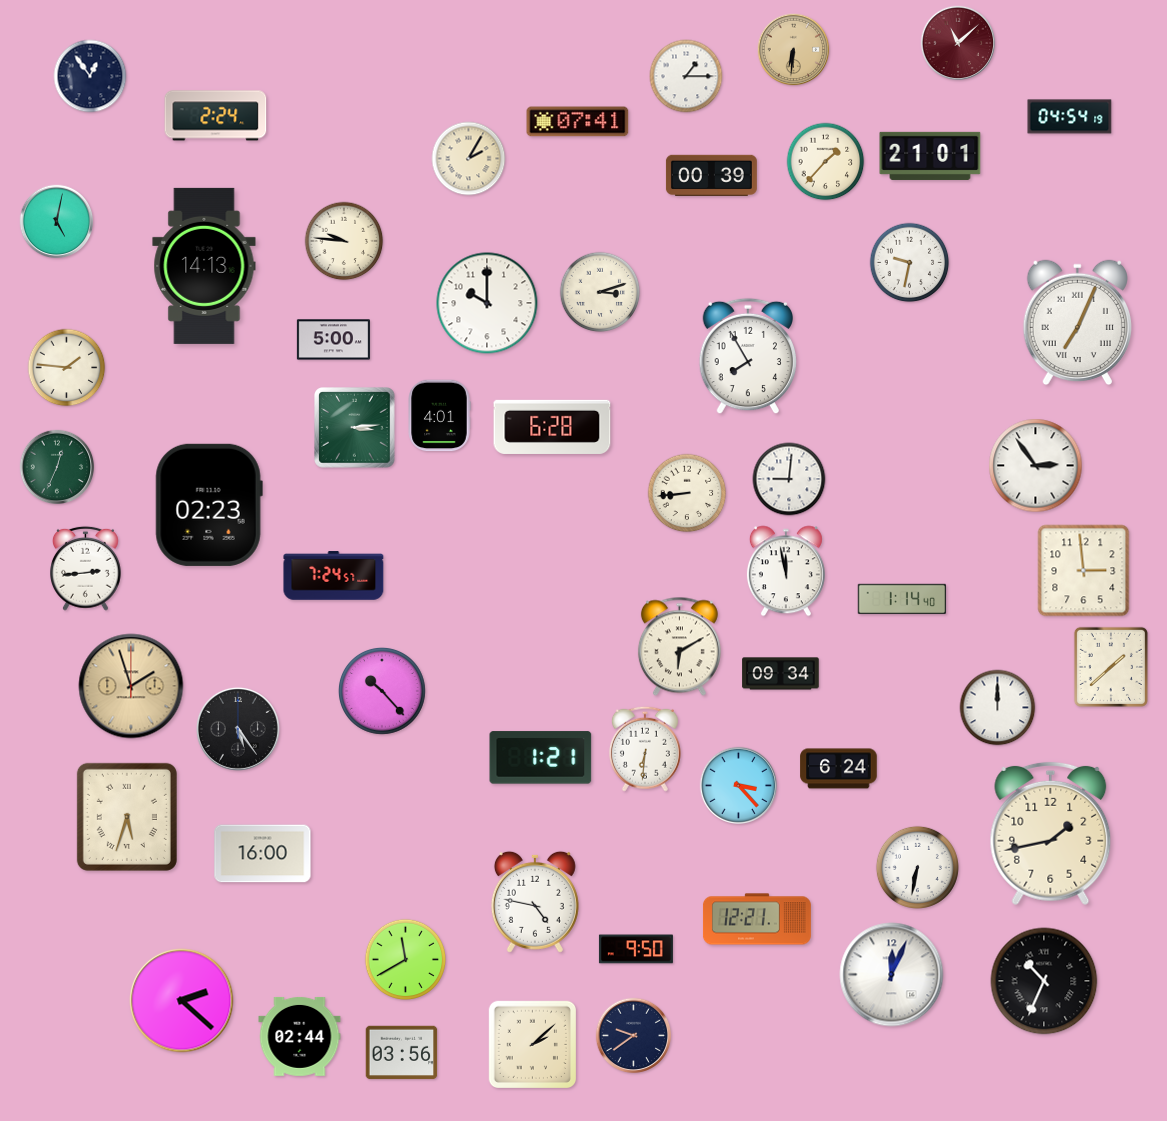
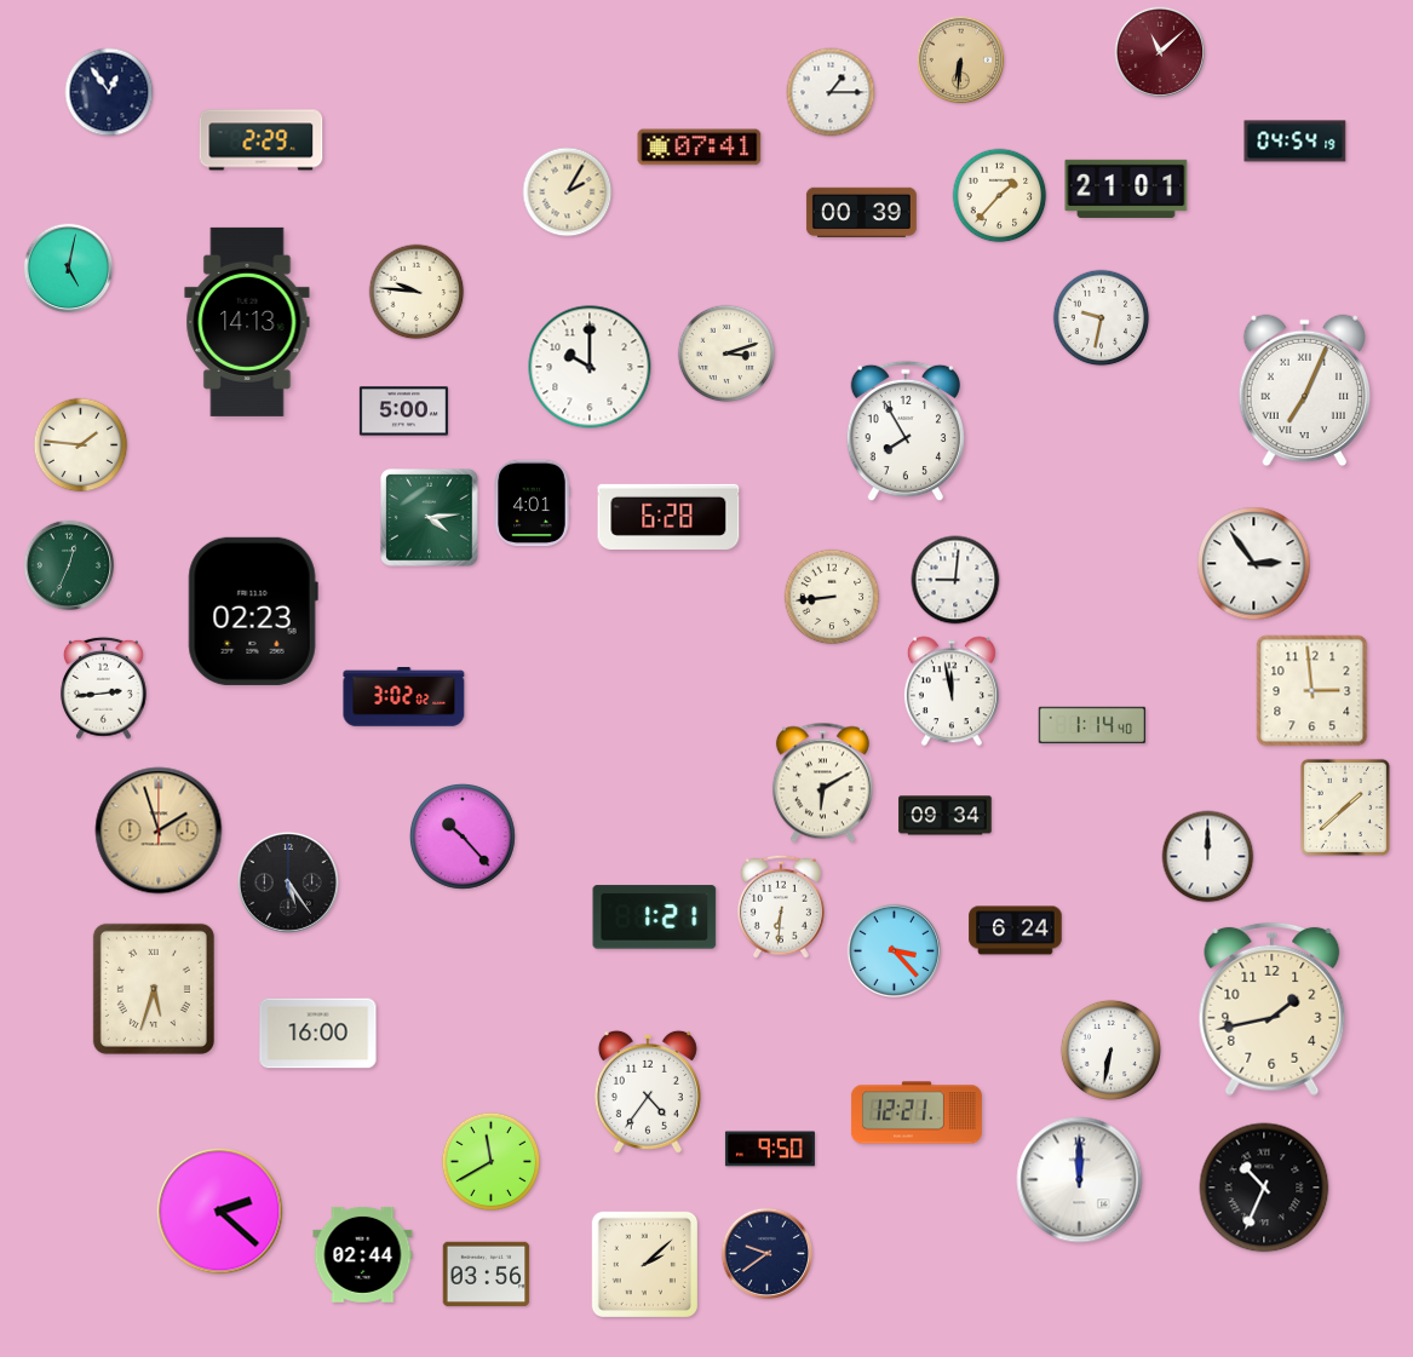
clock at (216, 116): 2:24 -> 2:29
clock at (355, 428): 3:14 -> 4:14
clock at (334, 576): 7:24 -> 3:02
clock at (535, 902): 4:47 -> 4:36
clock at (892, 975): 12:04 -> 12:00
